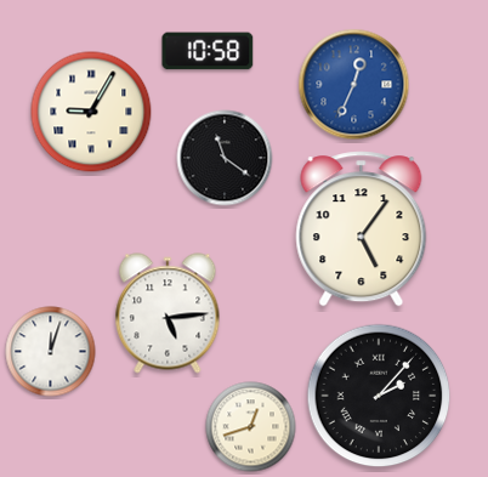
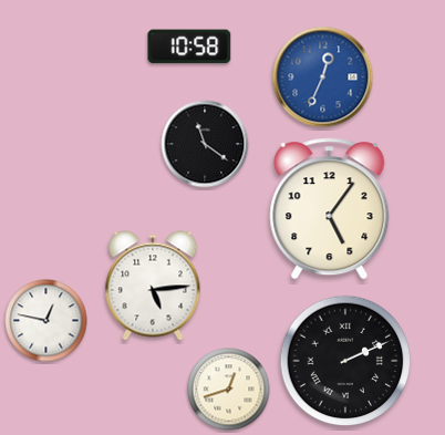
clock at (91, 112): 9:05 -> none
clock at (51, 352): 12:03 -> 12:47
clock at (379, 396): 2:07 -> 2:11
